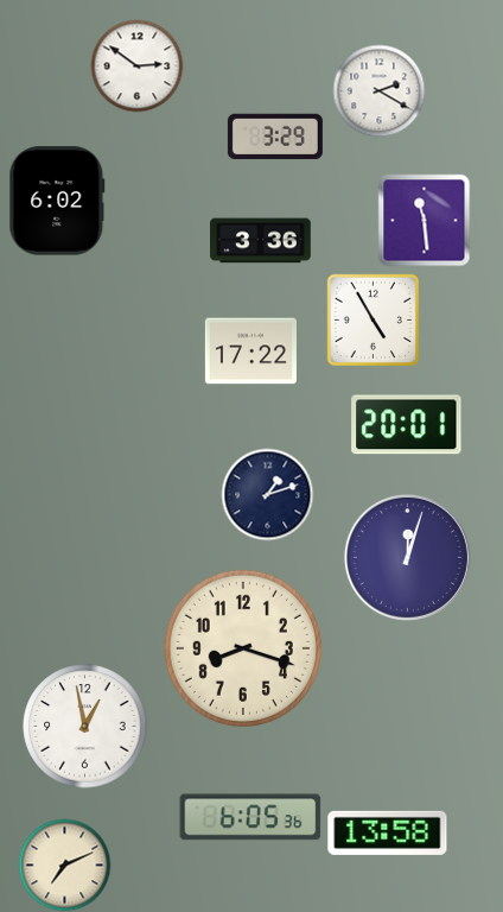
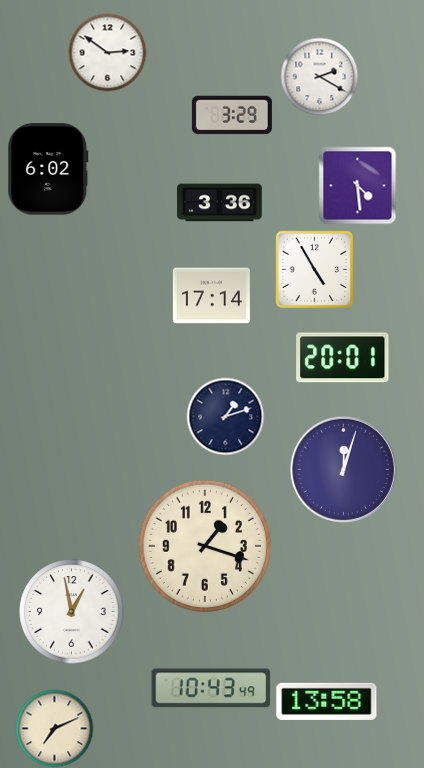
clock at (136, 65) position: (136, 65) -> (107, 52)
clock at (424, 220): 11:29 -> 4:29
clock at (250, 351): 17:22 -> 17:14
clock at (243, 648): 8:18 -> 1:18
clock at (250, 817): 6:05 -> 10:43
